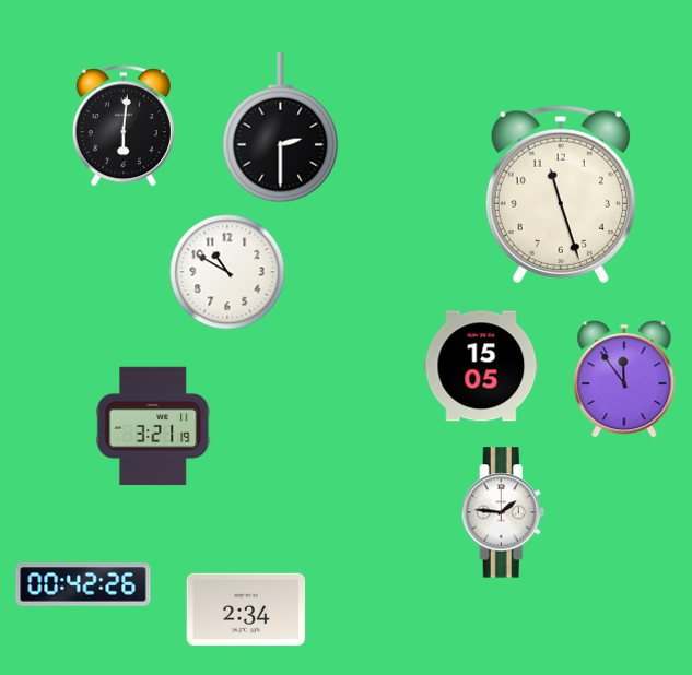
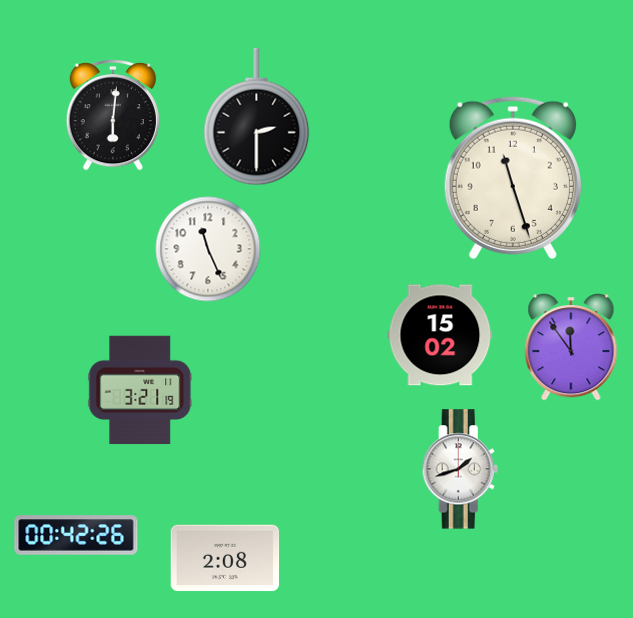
clock at (227, 272): 10:50 -> 11:26
clock at (481, 366): 15:05 -> 15:02
clock at (503, 512): 1:46 -> 1:42
clock at (246, 609): 2:34 -> 2:08
